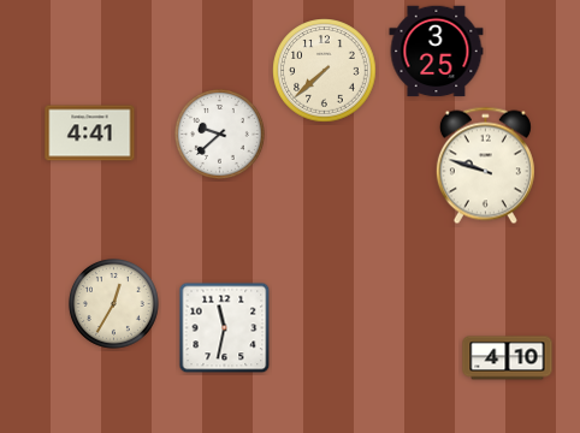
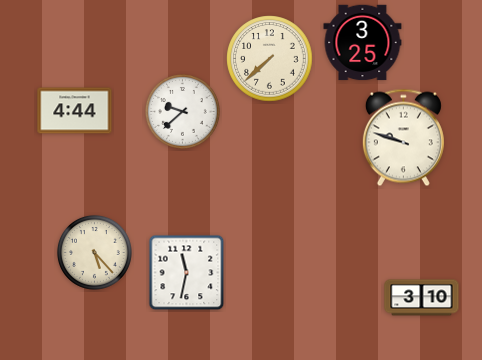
clock at (90, 134): 4:41 -> 4:44
clock at (113, 303): 12:35 -> 5:23
clock at (508, 358): 4:10 -> 3:10
